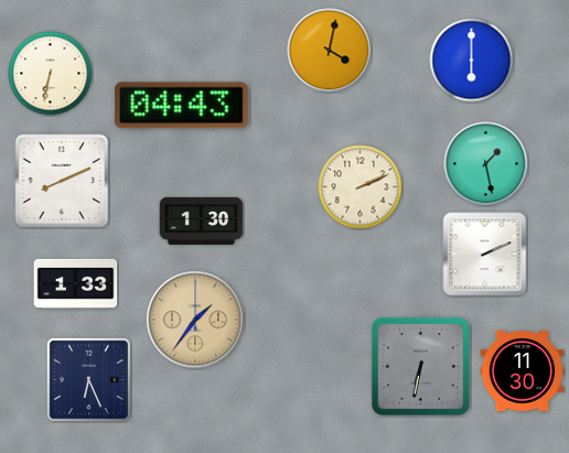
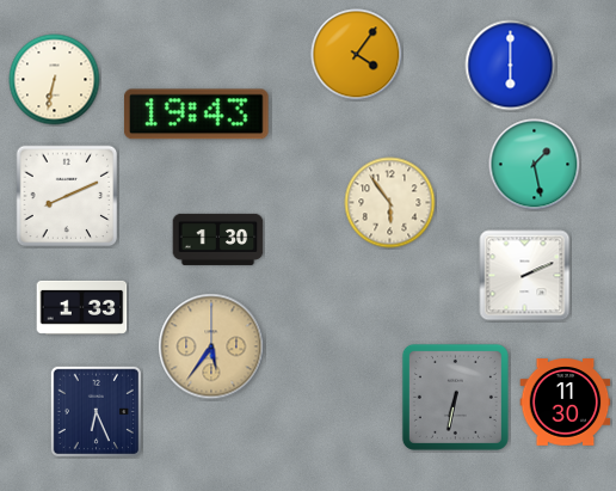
clock at (330, 51): 4:02 -> 4:06
clock at (181, 106): 04:43 -> 19:43
clock at (486, 164) position: (486, 164) -> (535, 165)
clock at (361, 187): 2:11 -> 5:54
clock at (195, 320): 1:36 -> 5:36
